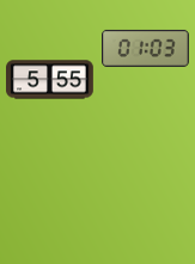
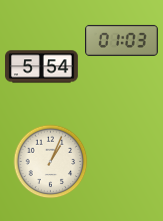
clock at (50, 80): 5:55 -> 5:54
clock at (51, 162): none -> 1:04
